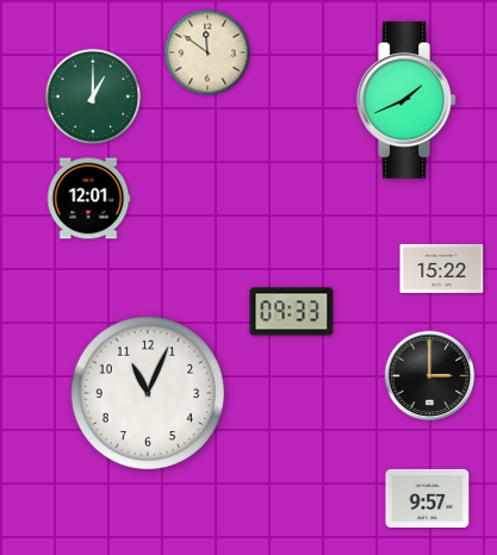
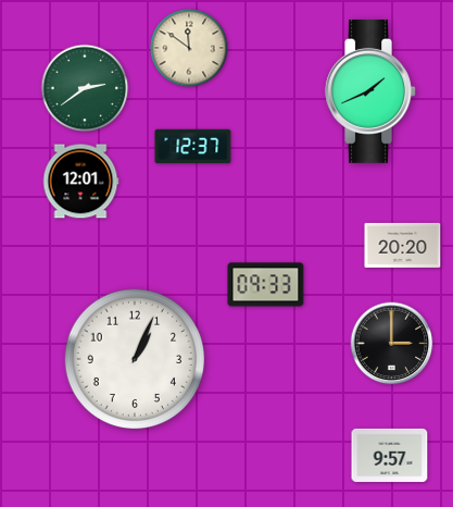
clock at (93, 96): 1:00 -> 2:39
clock at (193, 147): none -> 12:37
clock at (442, 268): 15:22 -> 20:20
clock at (147, 392): 11:04 -> 1:04
